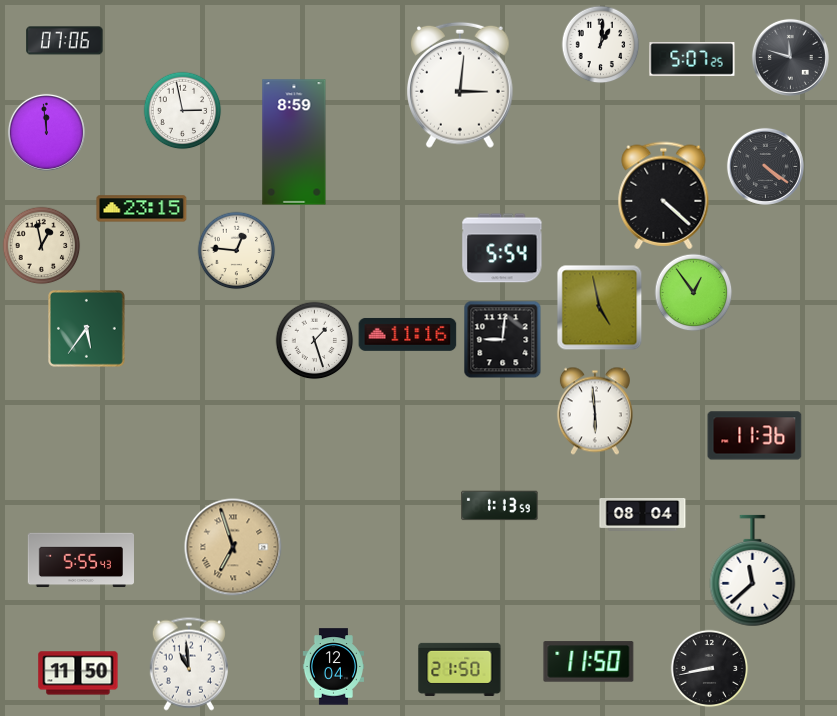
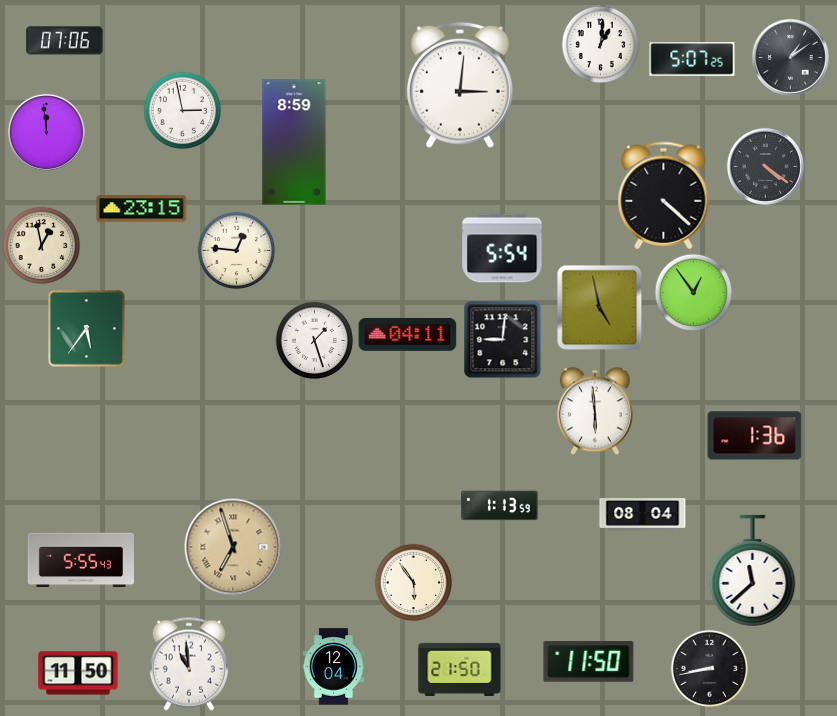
clock at (790, 57): 11:48 -> 1:09
clock at (408, 334): 11:16 -> 04:11
clock at (755, 436): 11:36 -> 1:36
clock at (413, 582): none -> 5:54
